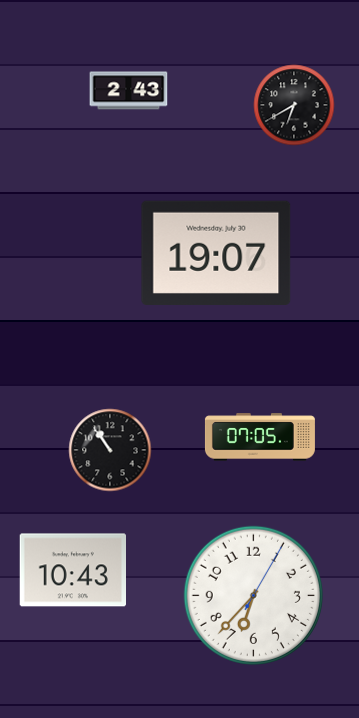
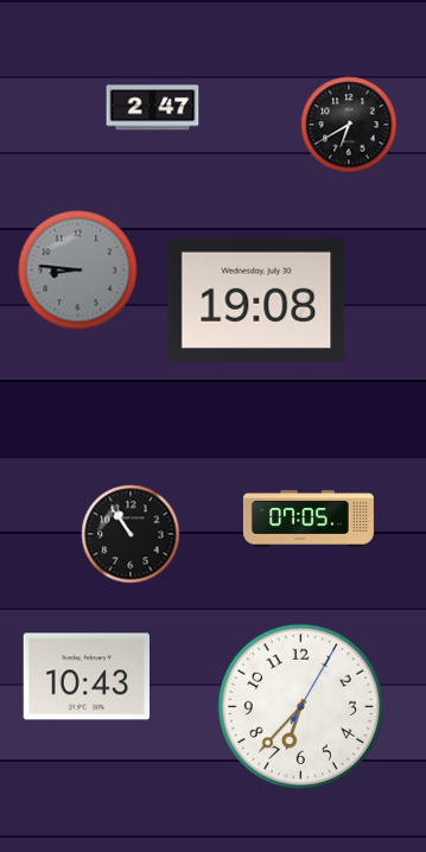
clock at (129, 91): 2:43 -> 2:47
clock at (78, 271): none -> 8:46
clock at (216, 253): 19:07 -> 19:08
